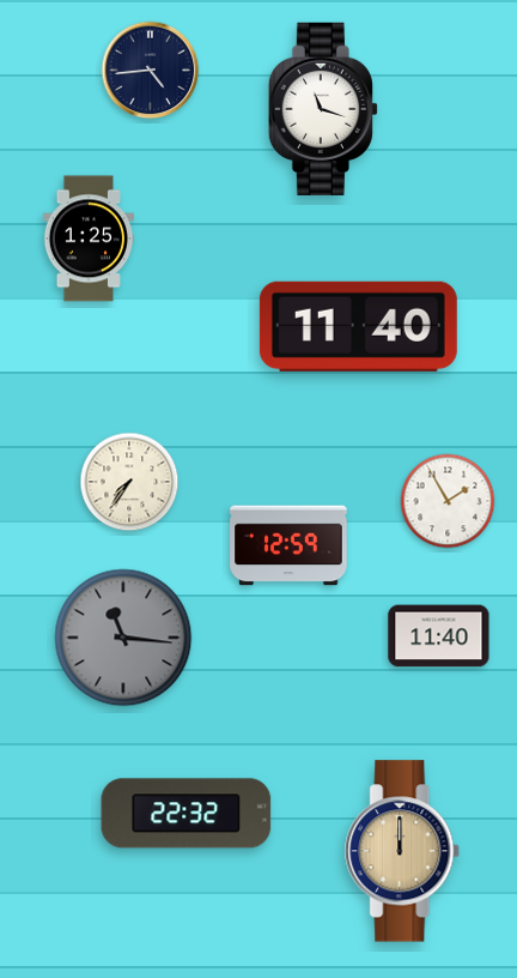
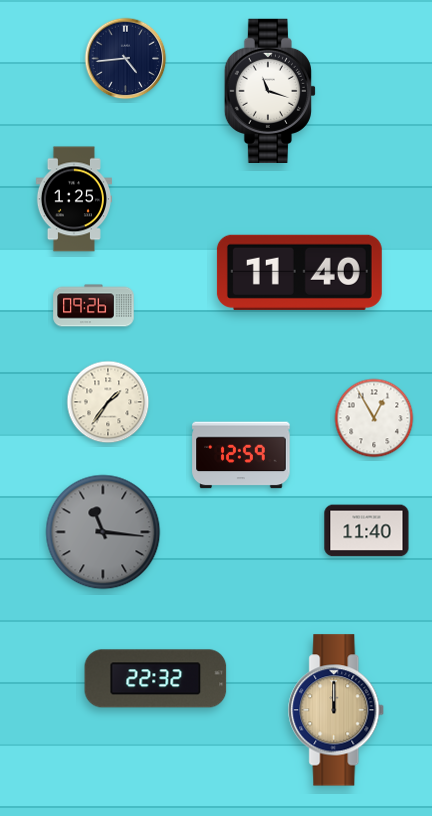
clock at (94, 306): none -> 09:26
clock at (129, 482): 7:36 -> 1:36
clock at (448, 501): 1:55 -> 12:55
